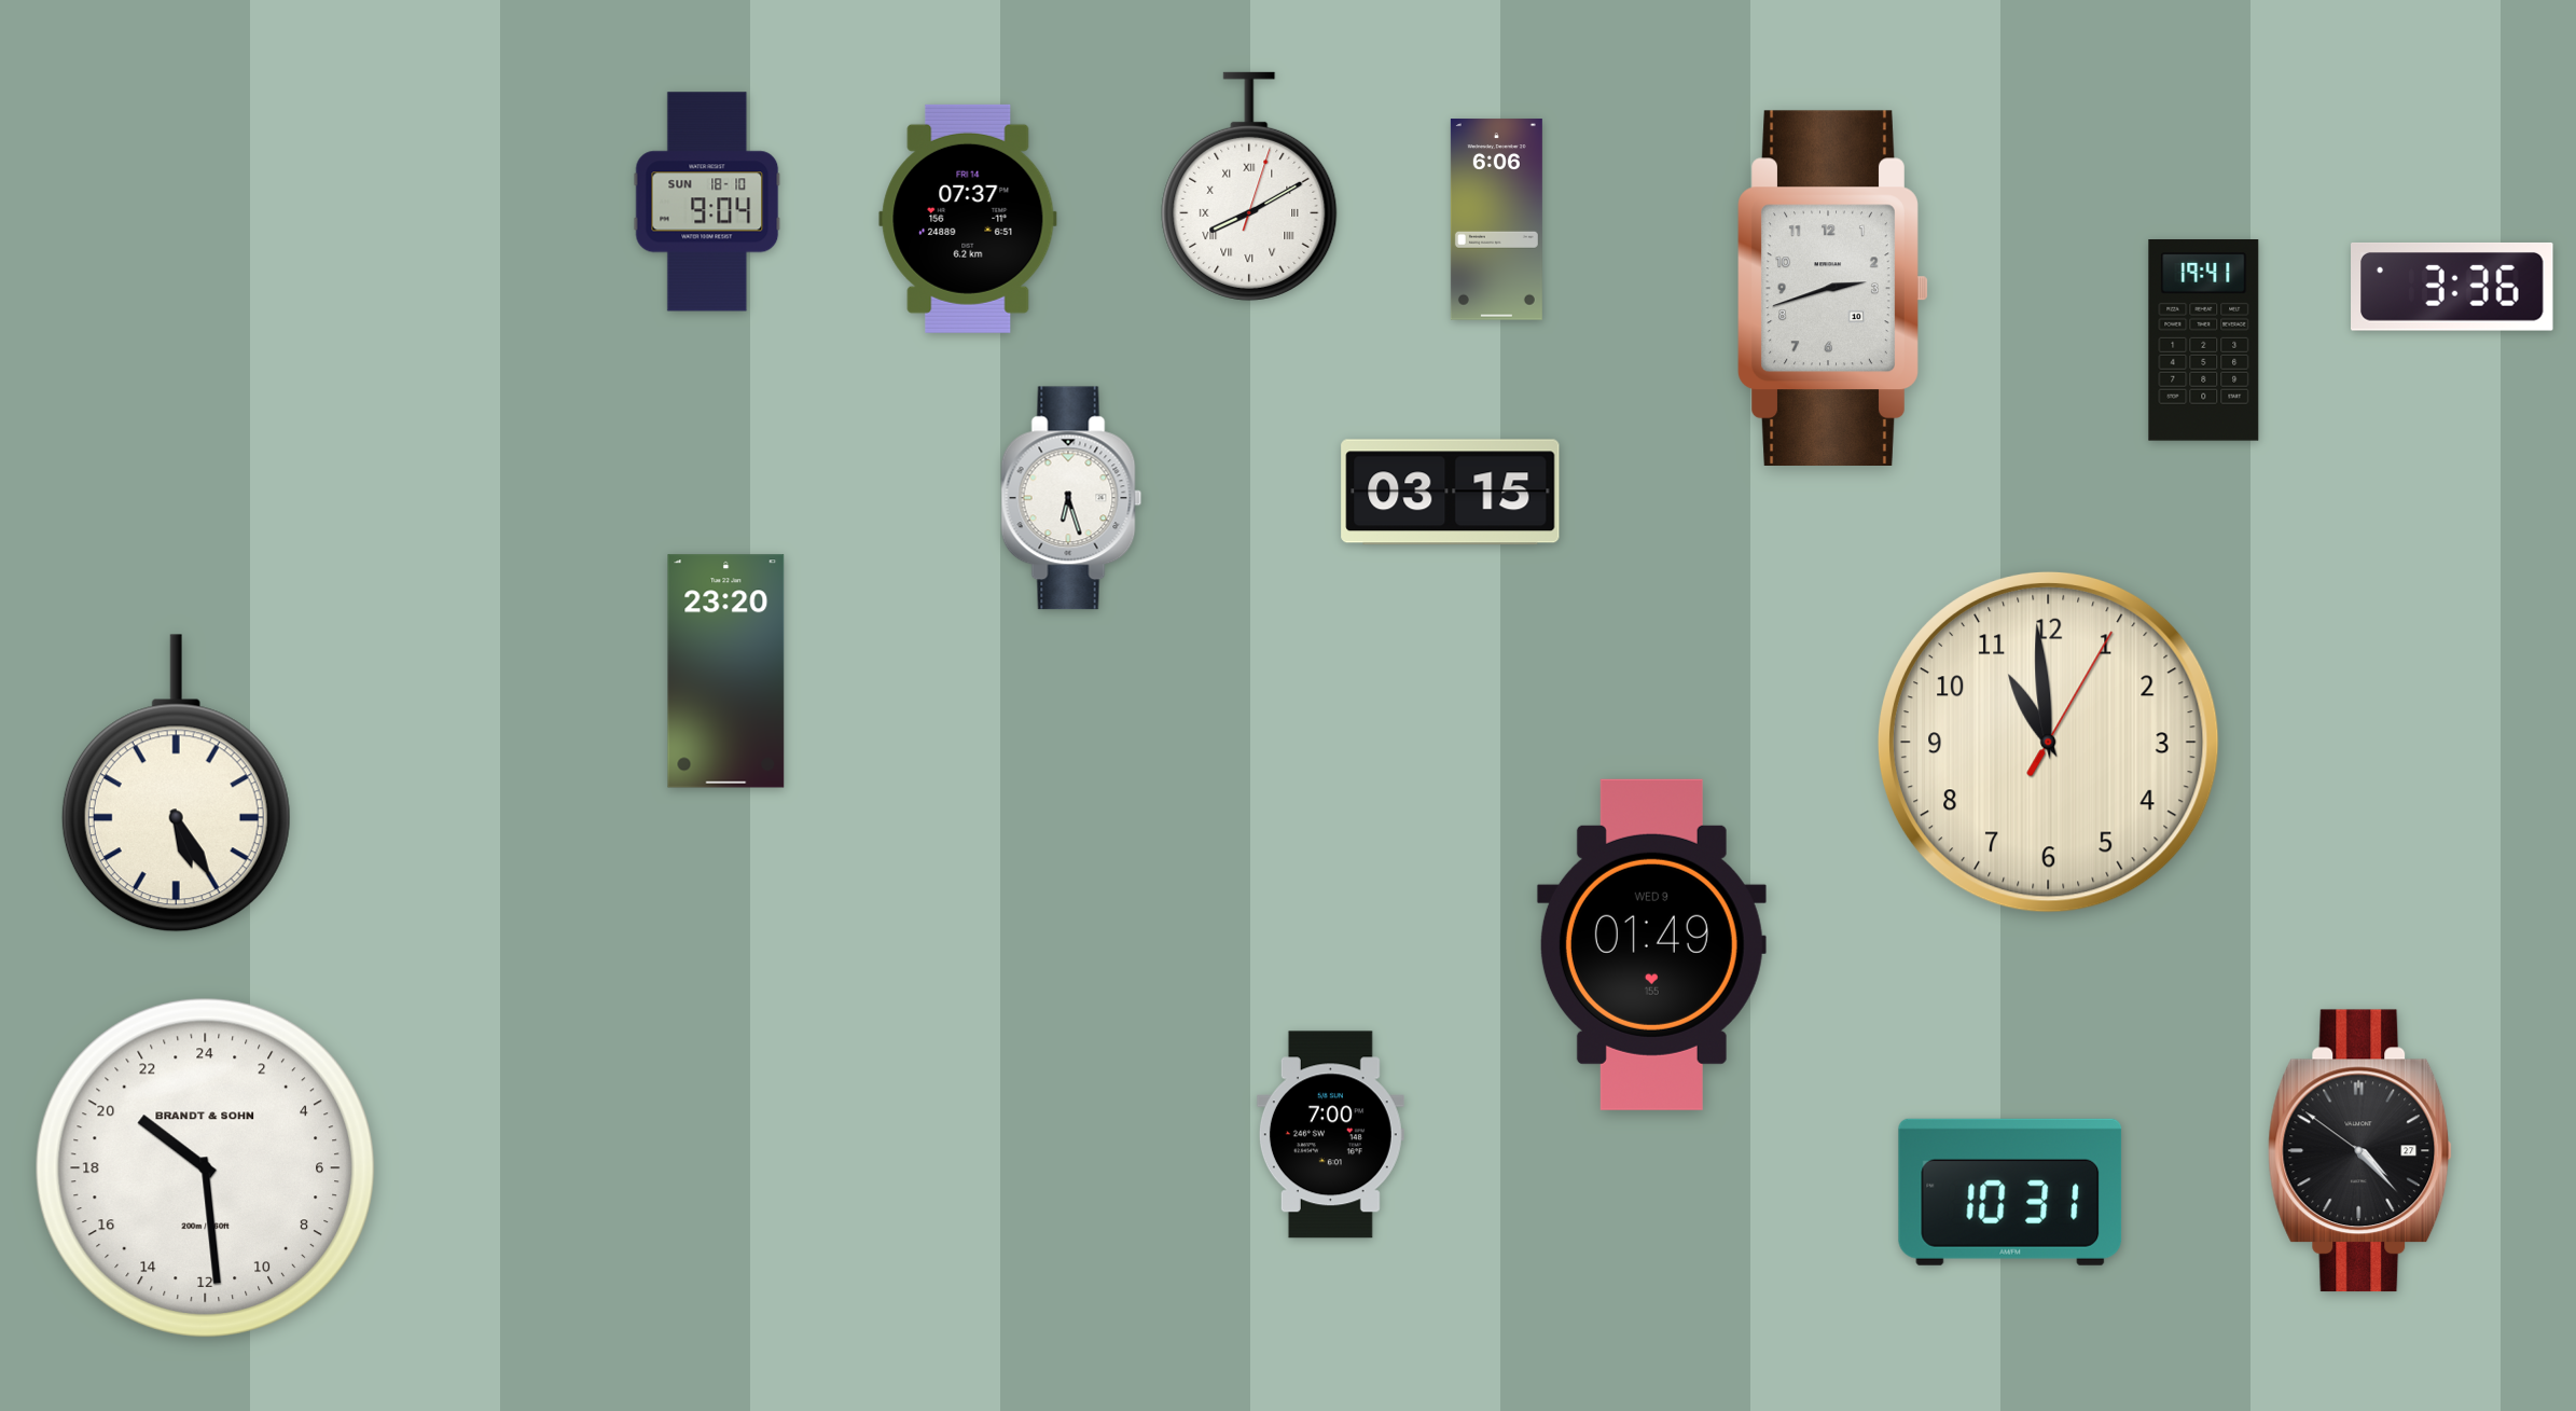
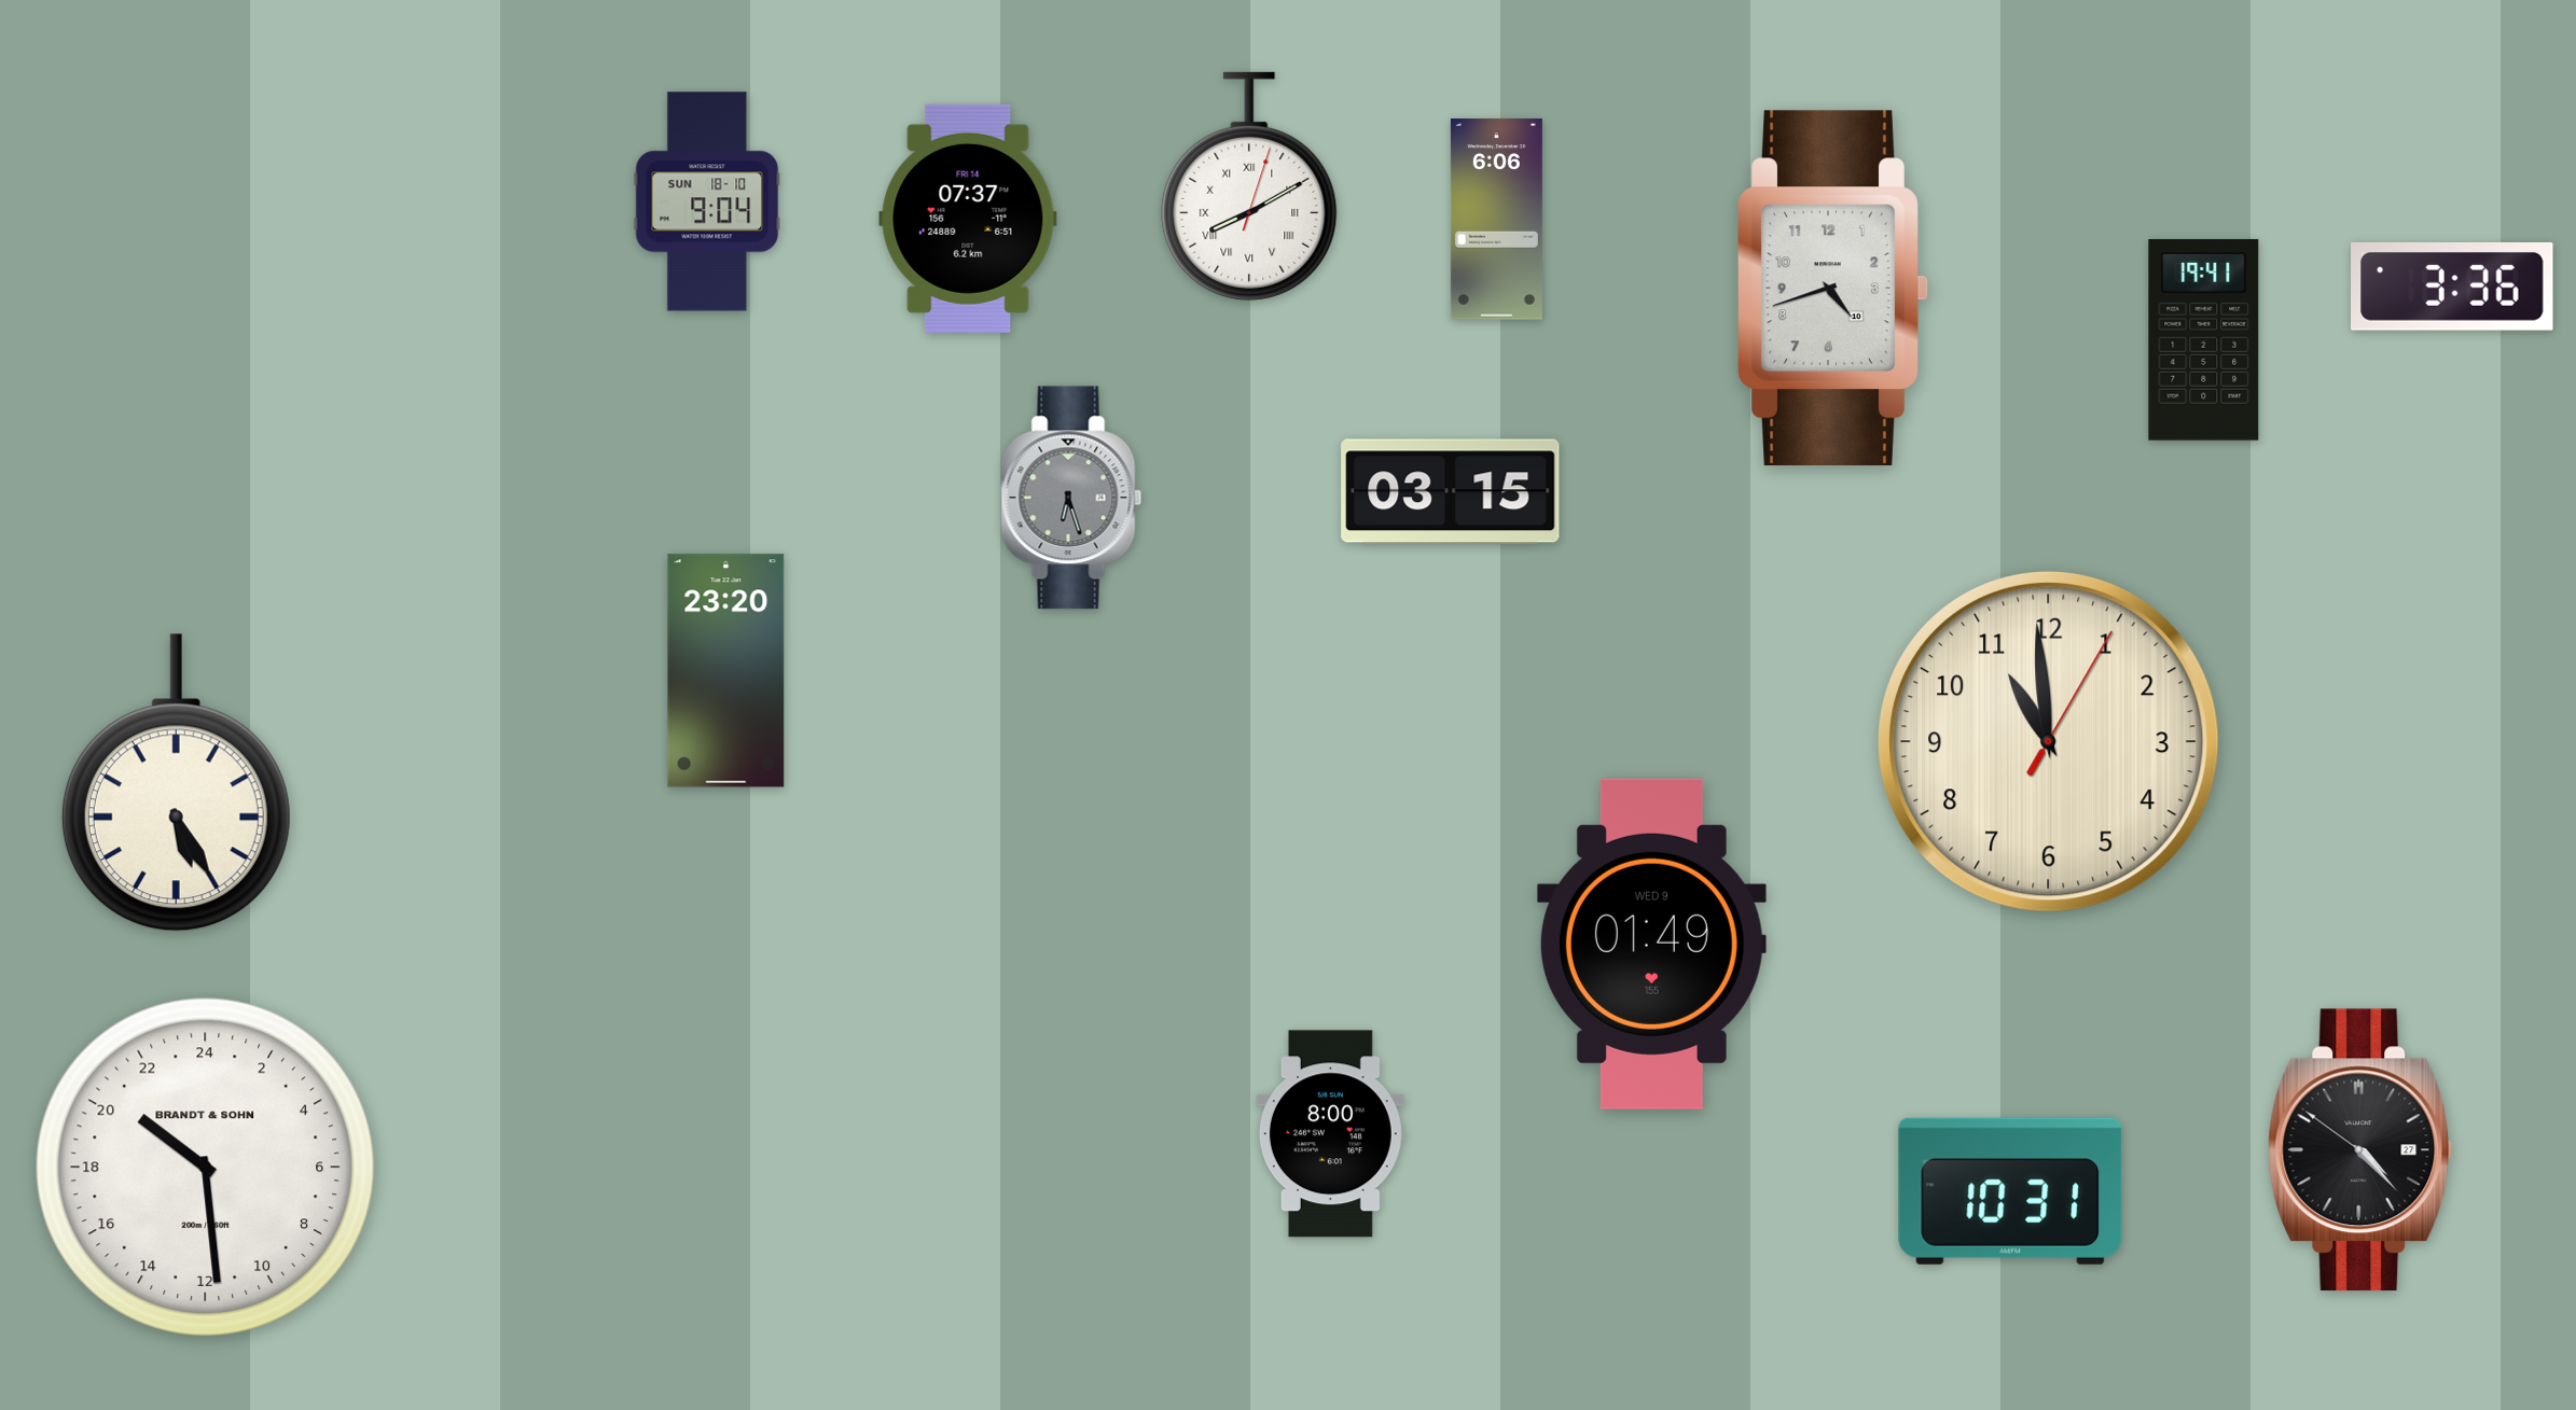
clock at (1833, 288): 2:42 -> 4:42
clock at (1071, 498) dial: white -> grey
clock at (1330, 1135): 7:00 -> 8:00
